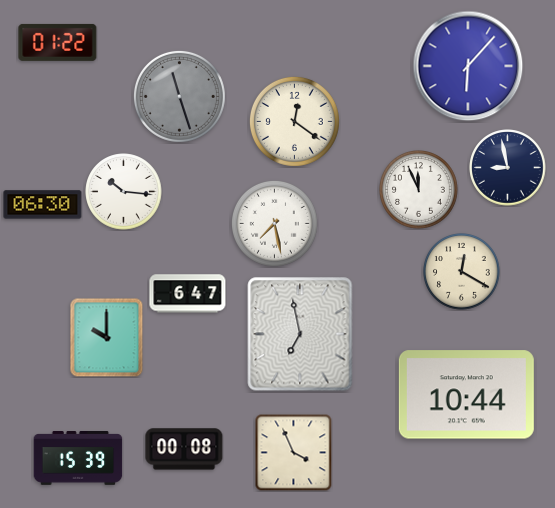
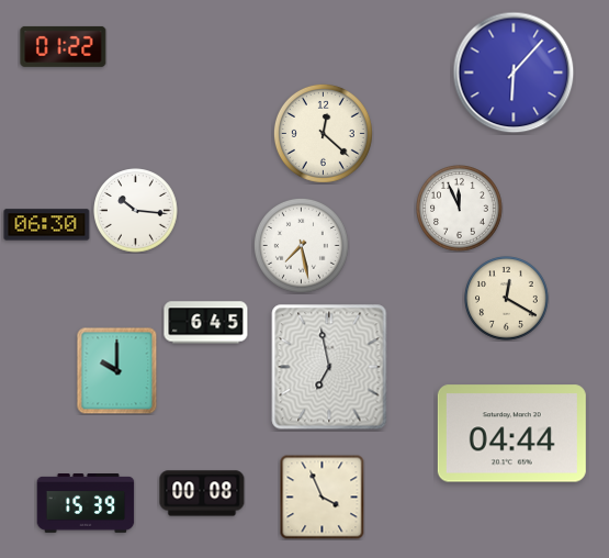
clock at (179, 96): 11:27 -> none
clock at (294, 121): 12:21 -> 12:22
clock at (508, 168): 8:58 -> none
clock at (188, 294): 6:47 -> 6:45
clock at (466, 395): 10:44 -> 04:44
